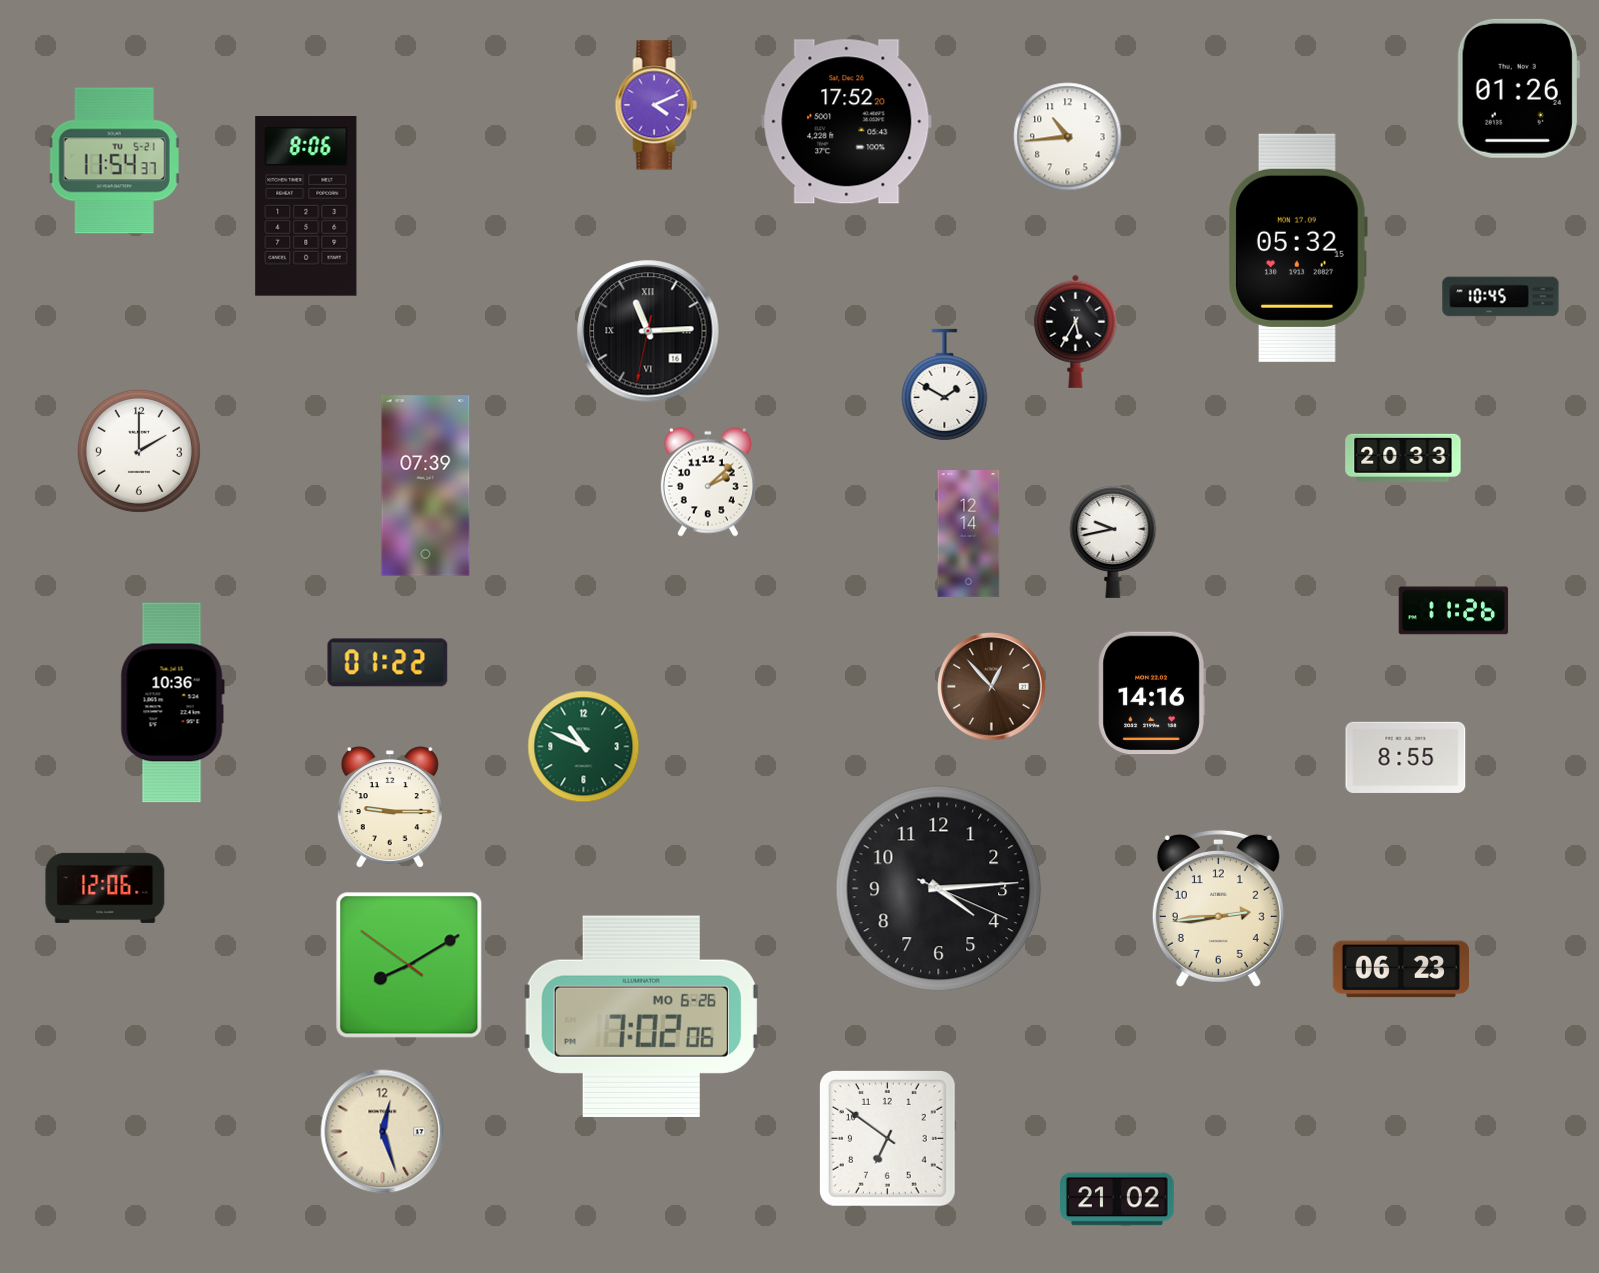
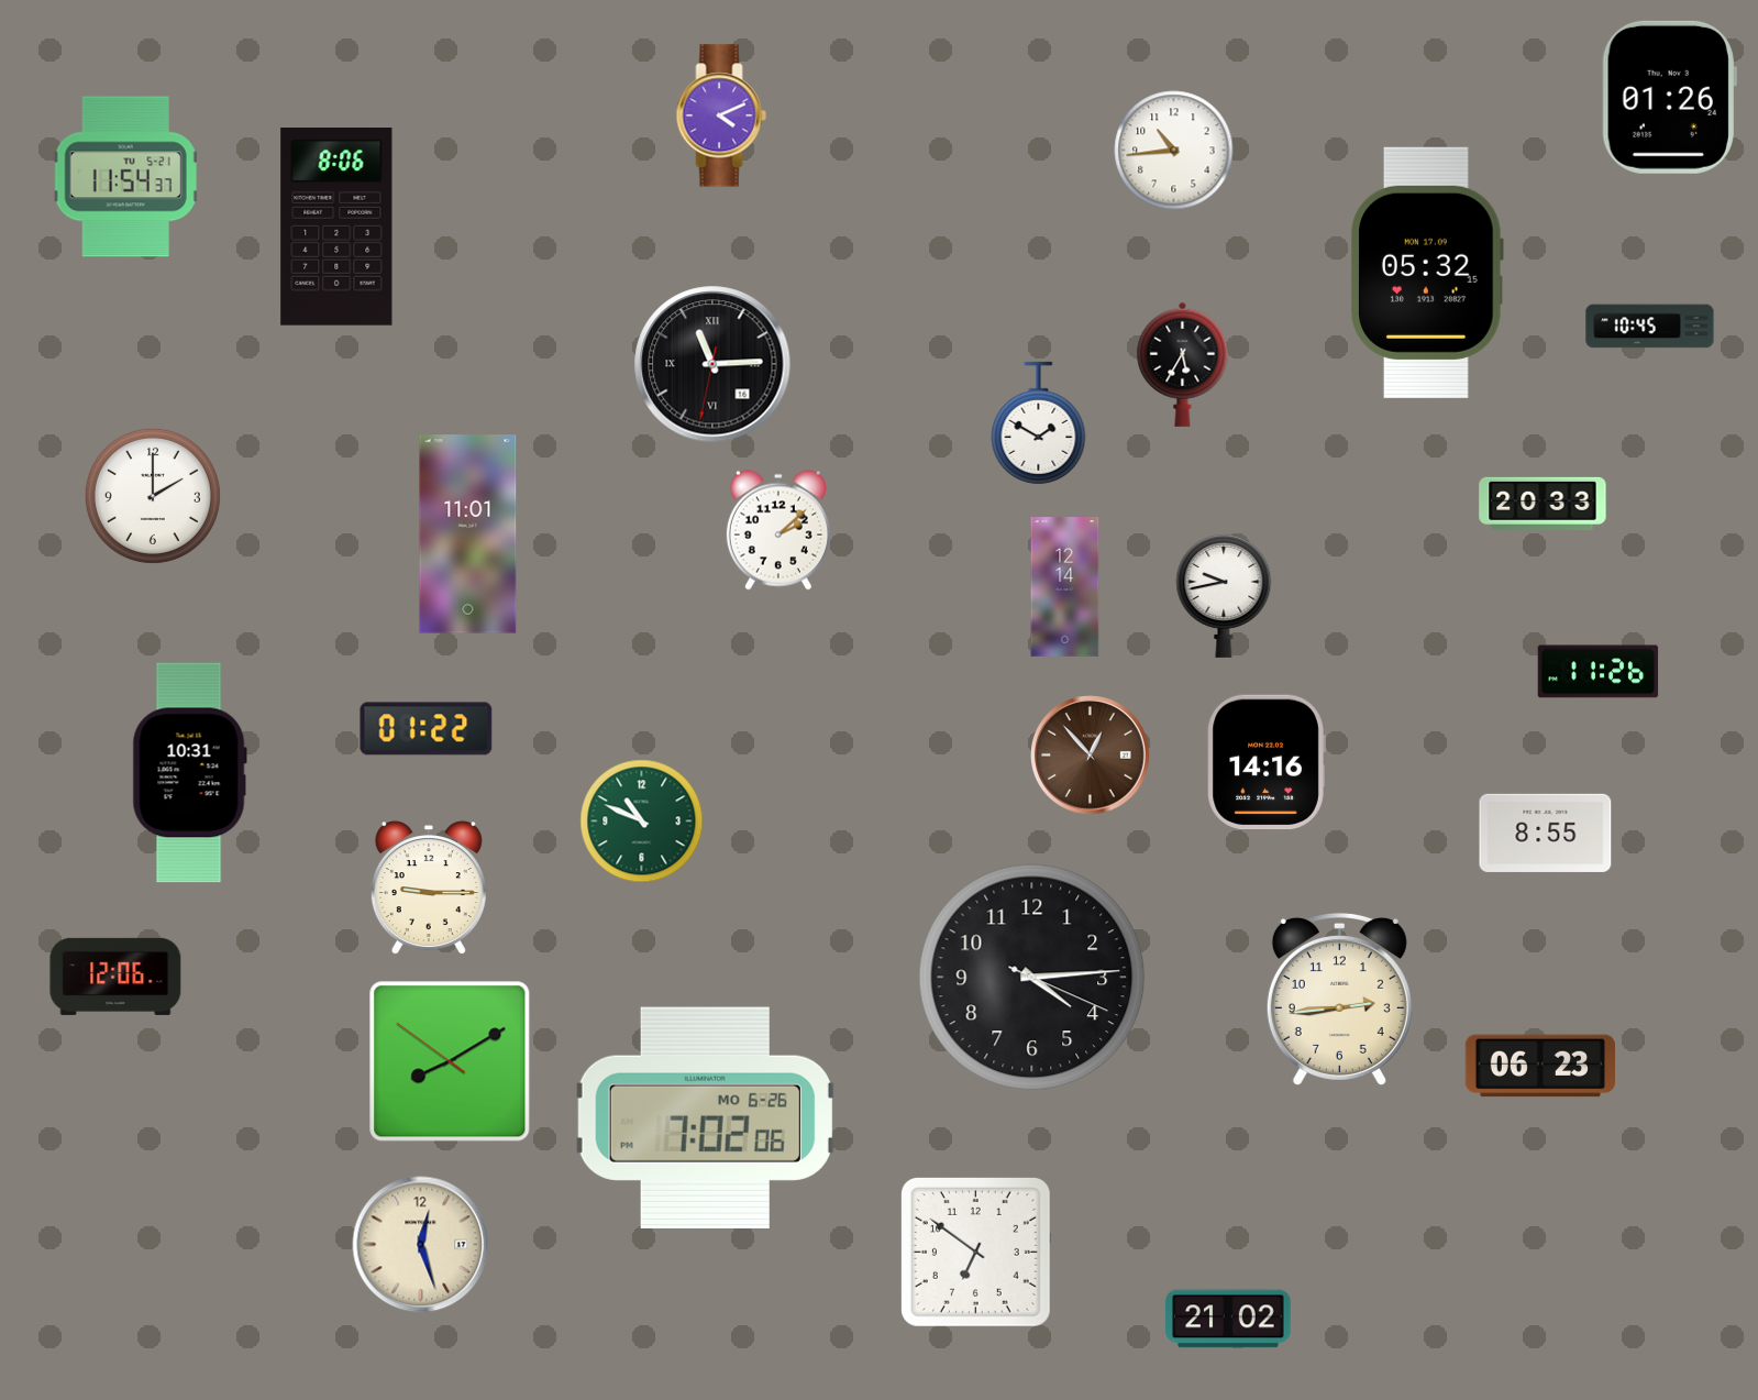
clock at (847, 122): 17:52 -> none
clock at (426, 486): 07:39 -> 11:01
clock at (172, 703): 10:36 -> 10:31
